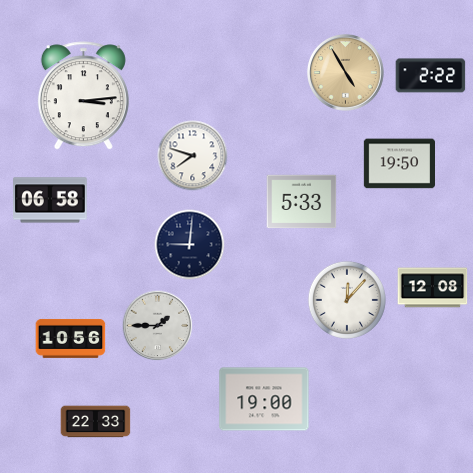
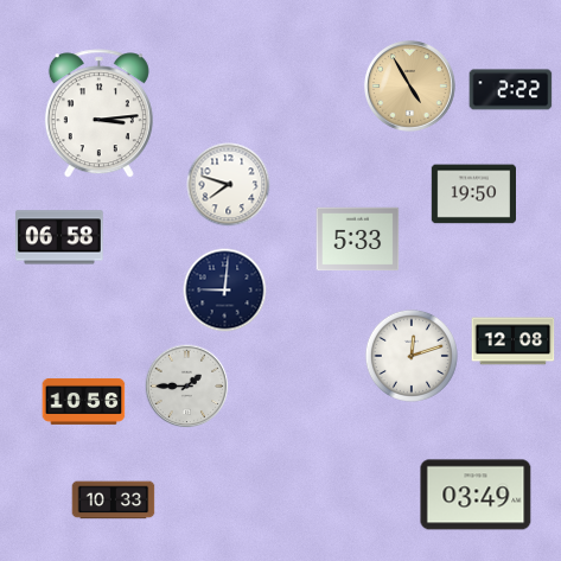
clock at (347, 300): 12:07 -> 12:12
clock at (264, 399): 19:00 -> none
clock at (476, 495): none -> 03:49
clock at (96, 422): 22:33 -> 10:33
